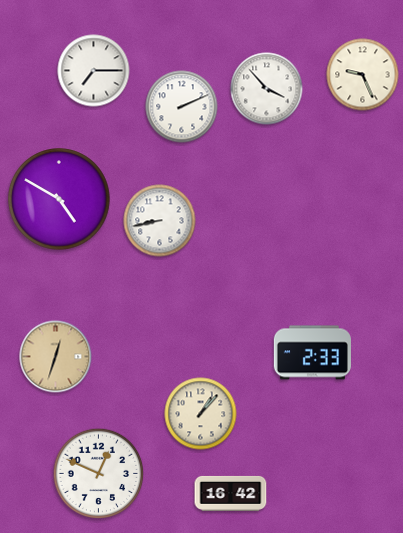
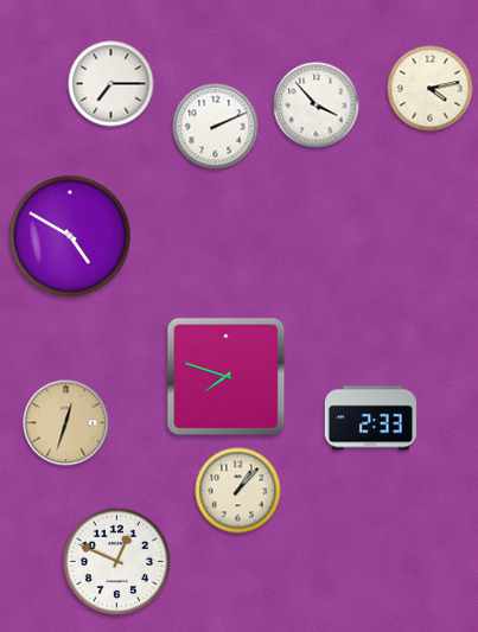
clock at (363, 75): 9:26 -> 4:13
clock at (160, 221): 8:43 -> none
clock at (227, 377): none -> 7:48
clock at (231, 493): 16:42 -> none
